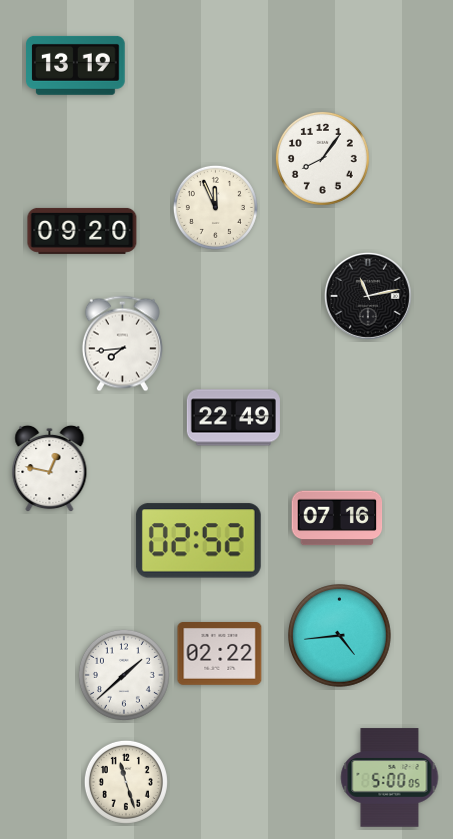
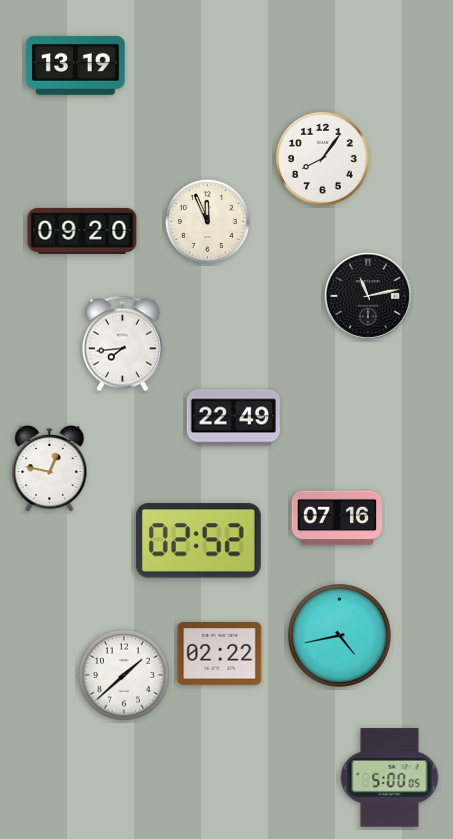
clock at (215, 207) position: (215, 207) -> (207, 221)
clock at (340, 636): 4:44 -> 4:43
clock at (126, 782): 11:27 -> none
